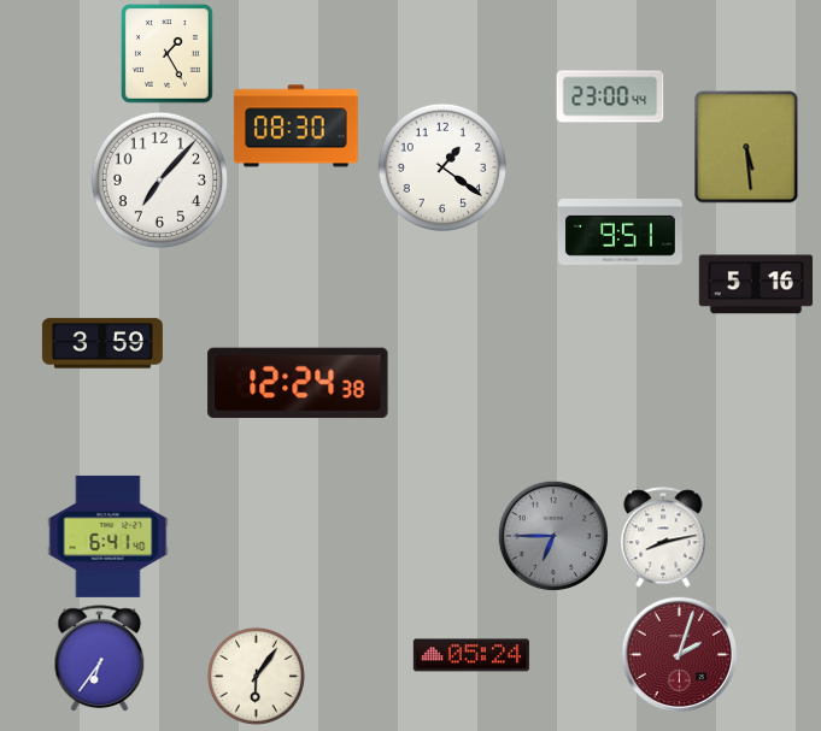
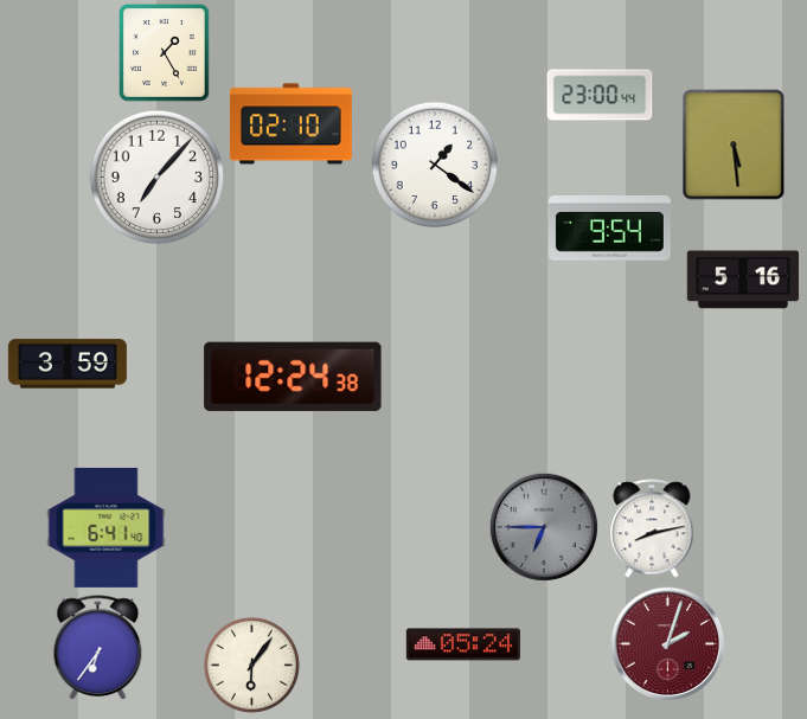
clock at (297, 126): 08:30 -> 02:10
clock at (620, 231): 9:51 -> 9:54
clock at (102, 343) position: (102, 343) -> (68, 364)
